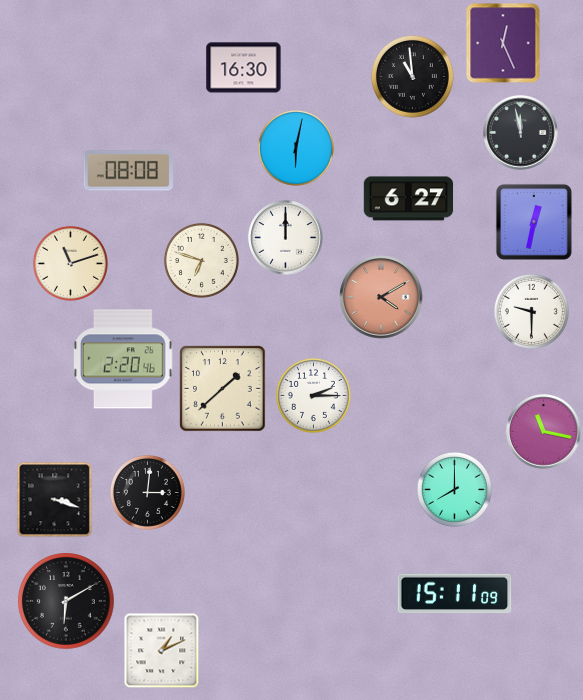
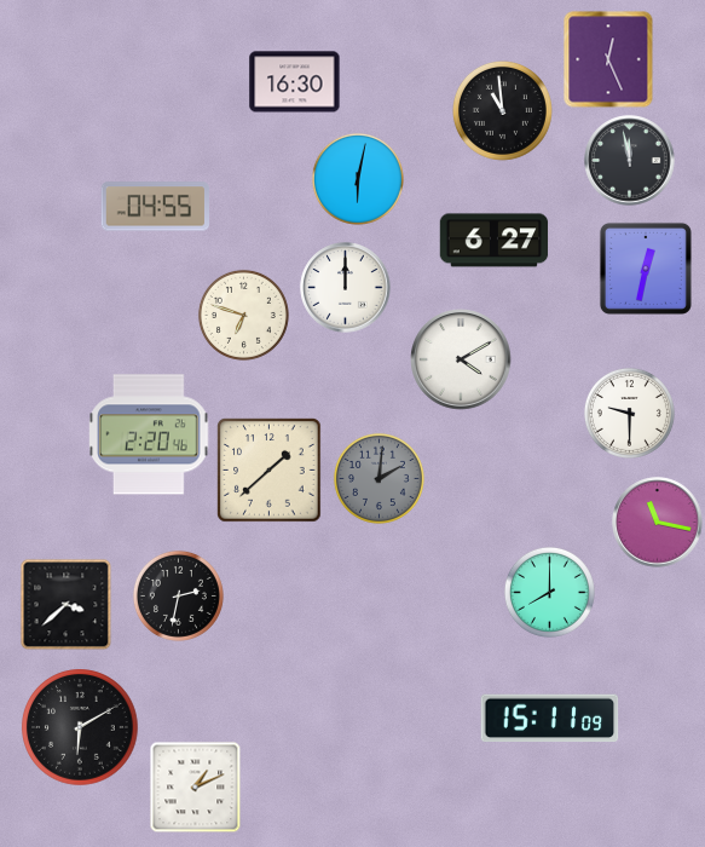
clock at (503, 43) position: (503, 43) -> (608, 59)
clock at (412, 76) position: (412, 76) -> (502, 110)
clock at (128, 171): 08:08 -> 04:55
clock at (70, 263): 11:12 -> none
clock at (381, 297) dial: salmon -> white
clock at (531, 311) position: (531, 311) -> (629, 413)
clock at (313, 395): 2:15 -> 2:01
clock at (313, 395) dial: white -> grey
clock at (147, 492): 3:01 -> 2:32
clock at (55, 500): 3:18 -> 3:38
